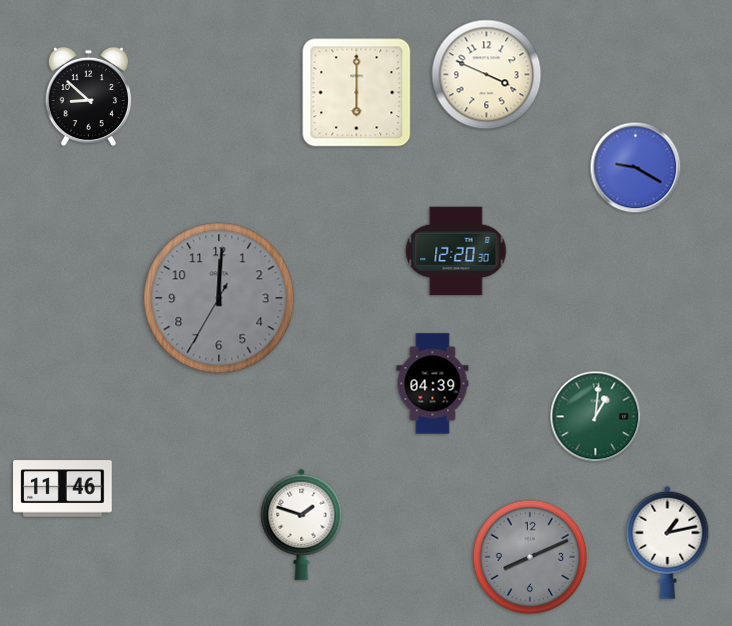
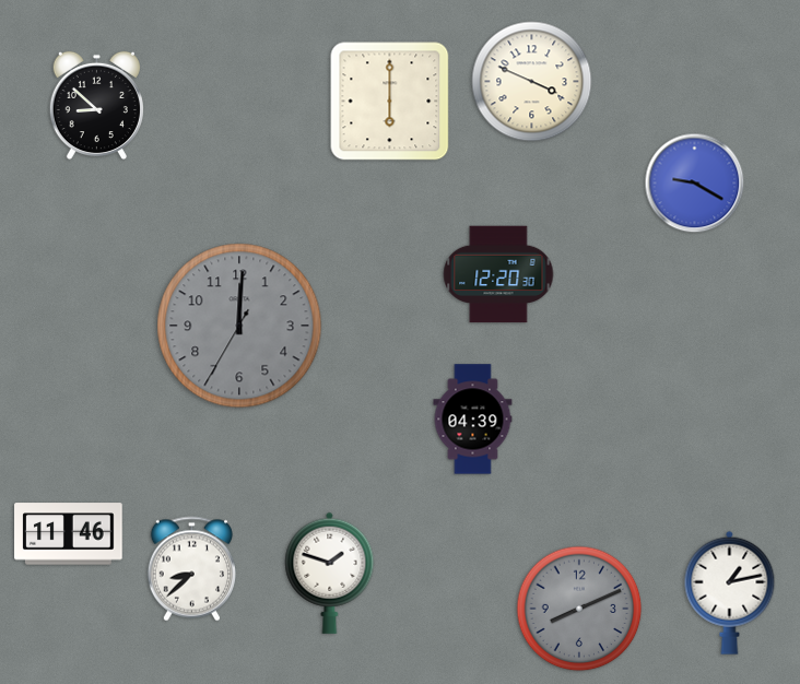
clock at (596, 417): 1:01 -> none
clock at (191, 569): none -> 8:38
